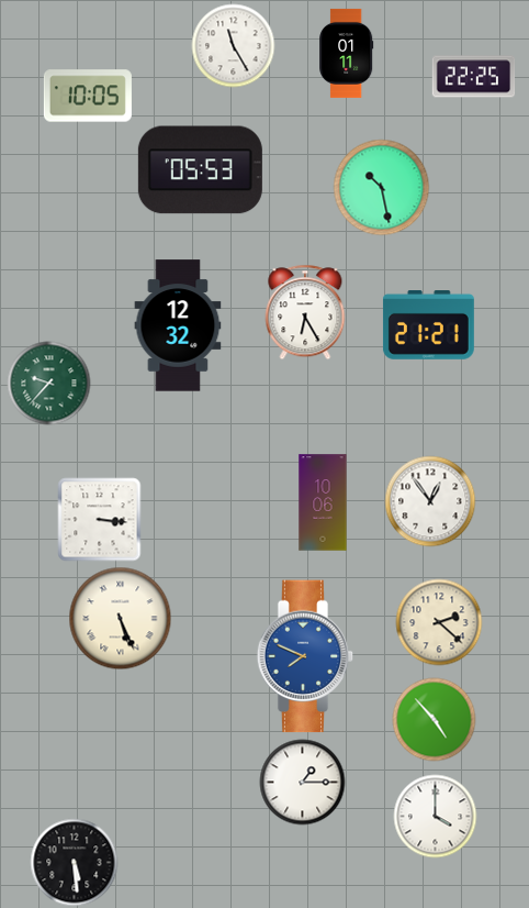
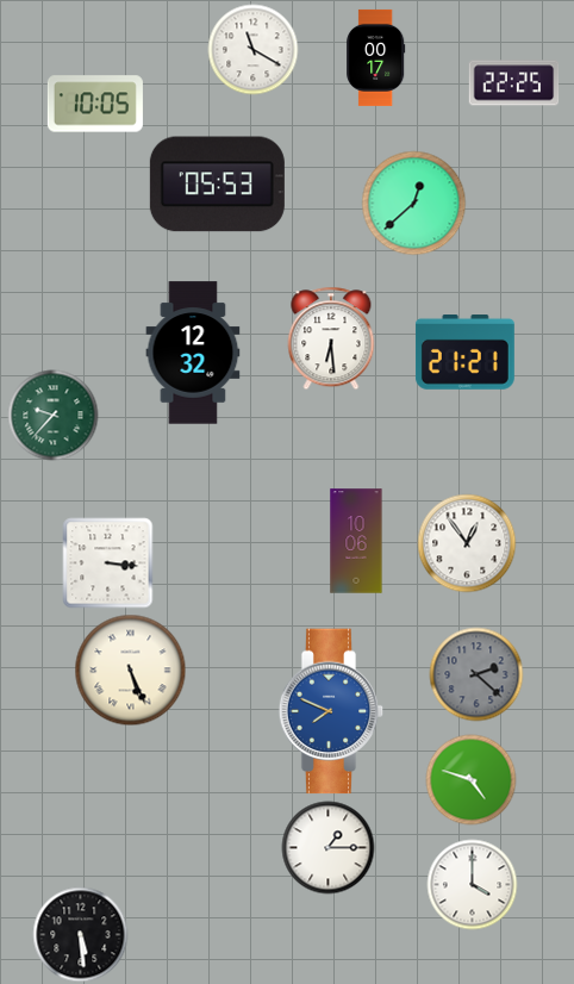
clock at (234, 46): 11:25 -> 11:20
clock at (347, 53): 01:11 -> 00:17
clock at (382, 188): 10:28 -> 12:38
clock at (305, 312): 6:25 -> 6:29
clock at (323, 502) position: (323, 502) -> (356, 541)
clock at (439, 622) dial: cream -> grey
clock at (435, 720): 4:53 -> 4:48
